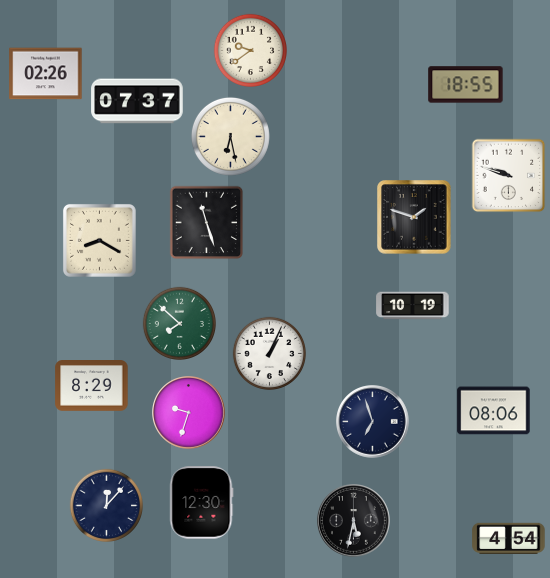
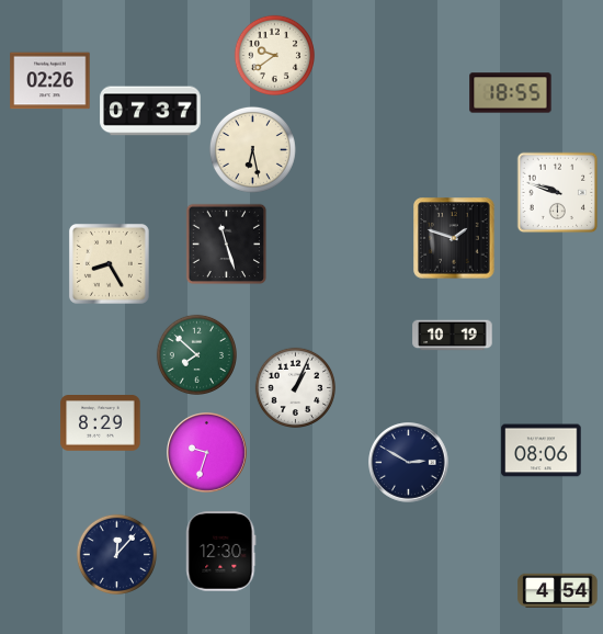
clock at (99, 240): 8:20 -> 8:25
clock at (373, 422): 6:57 -> 2:50
clock at (354, 521): 5:32 -> none
